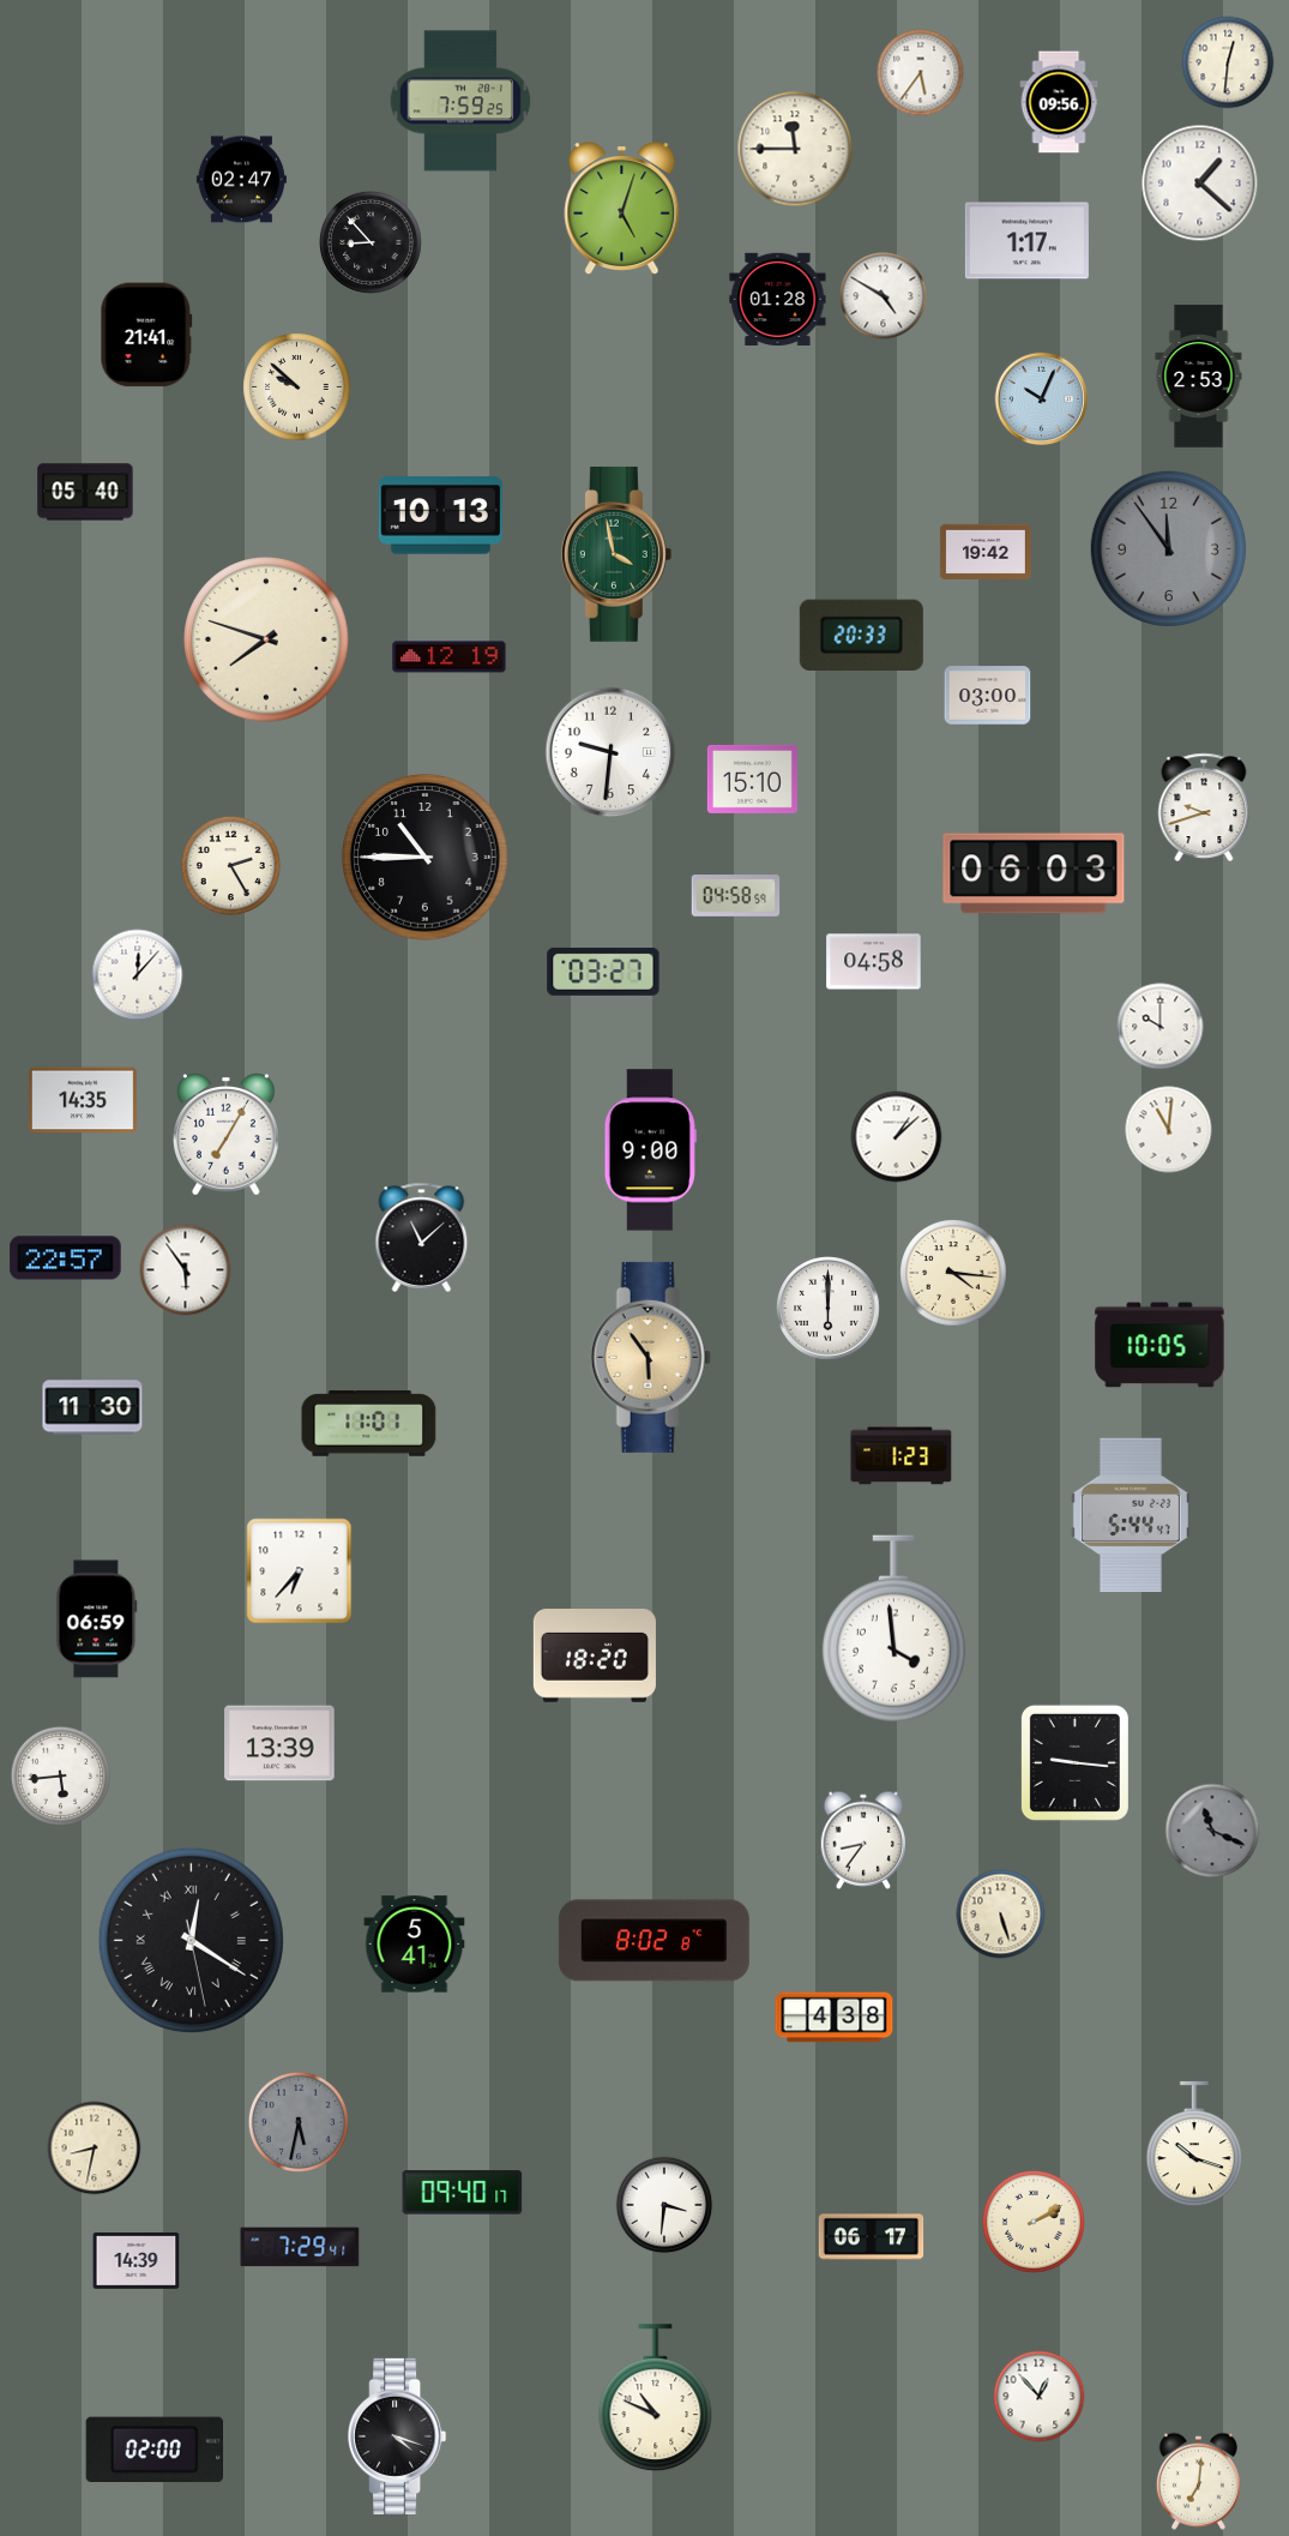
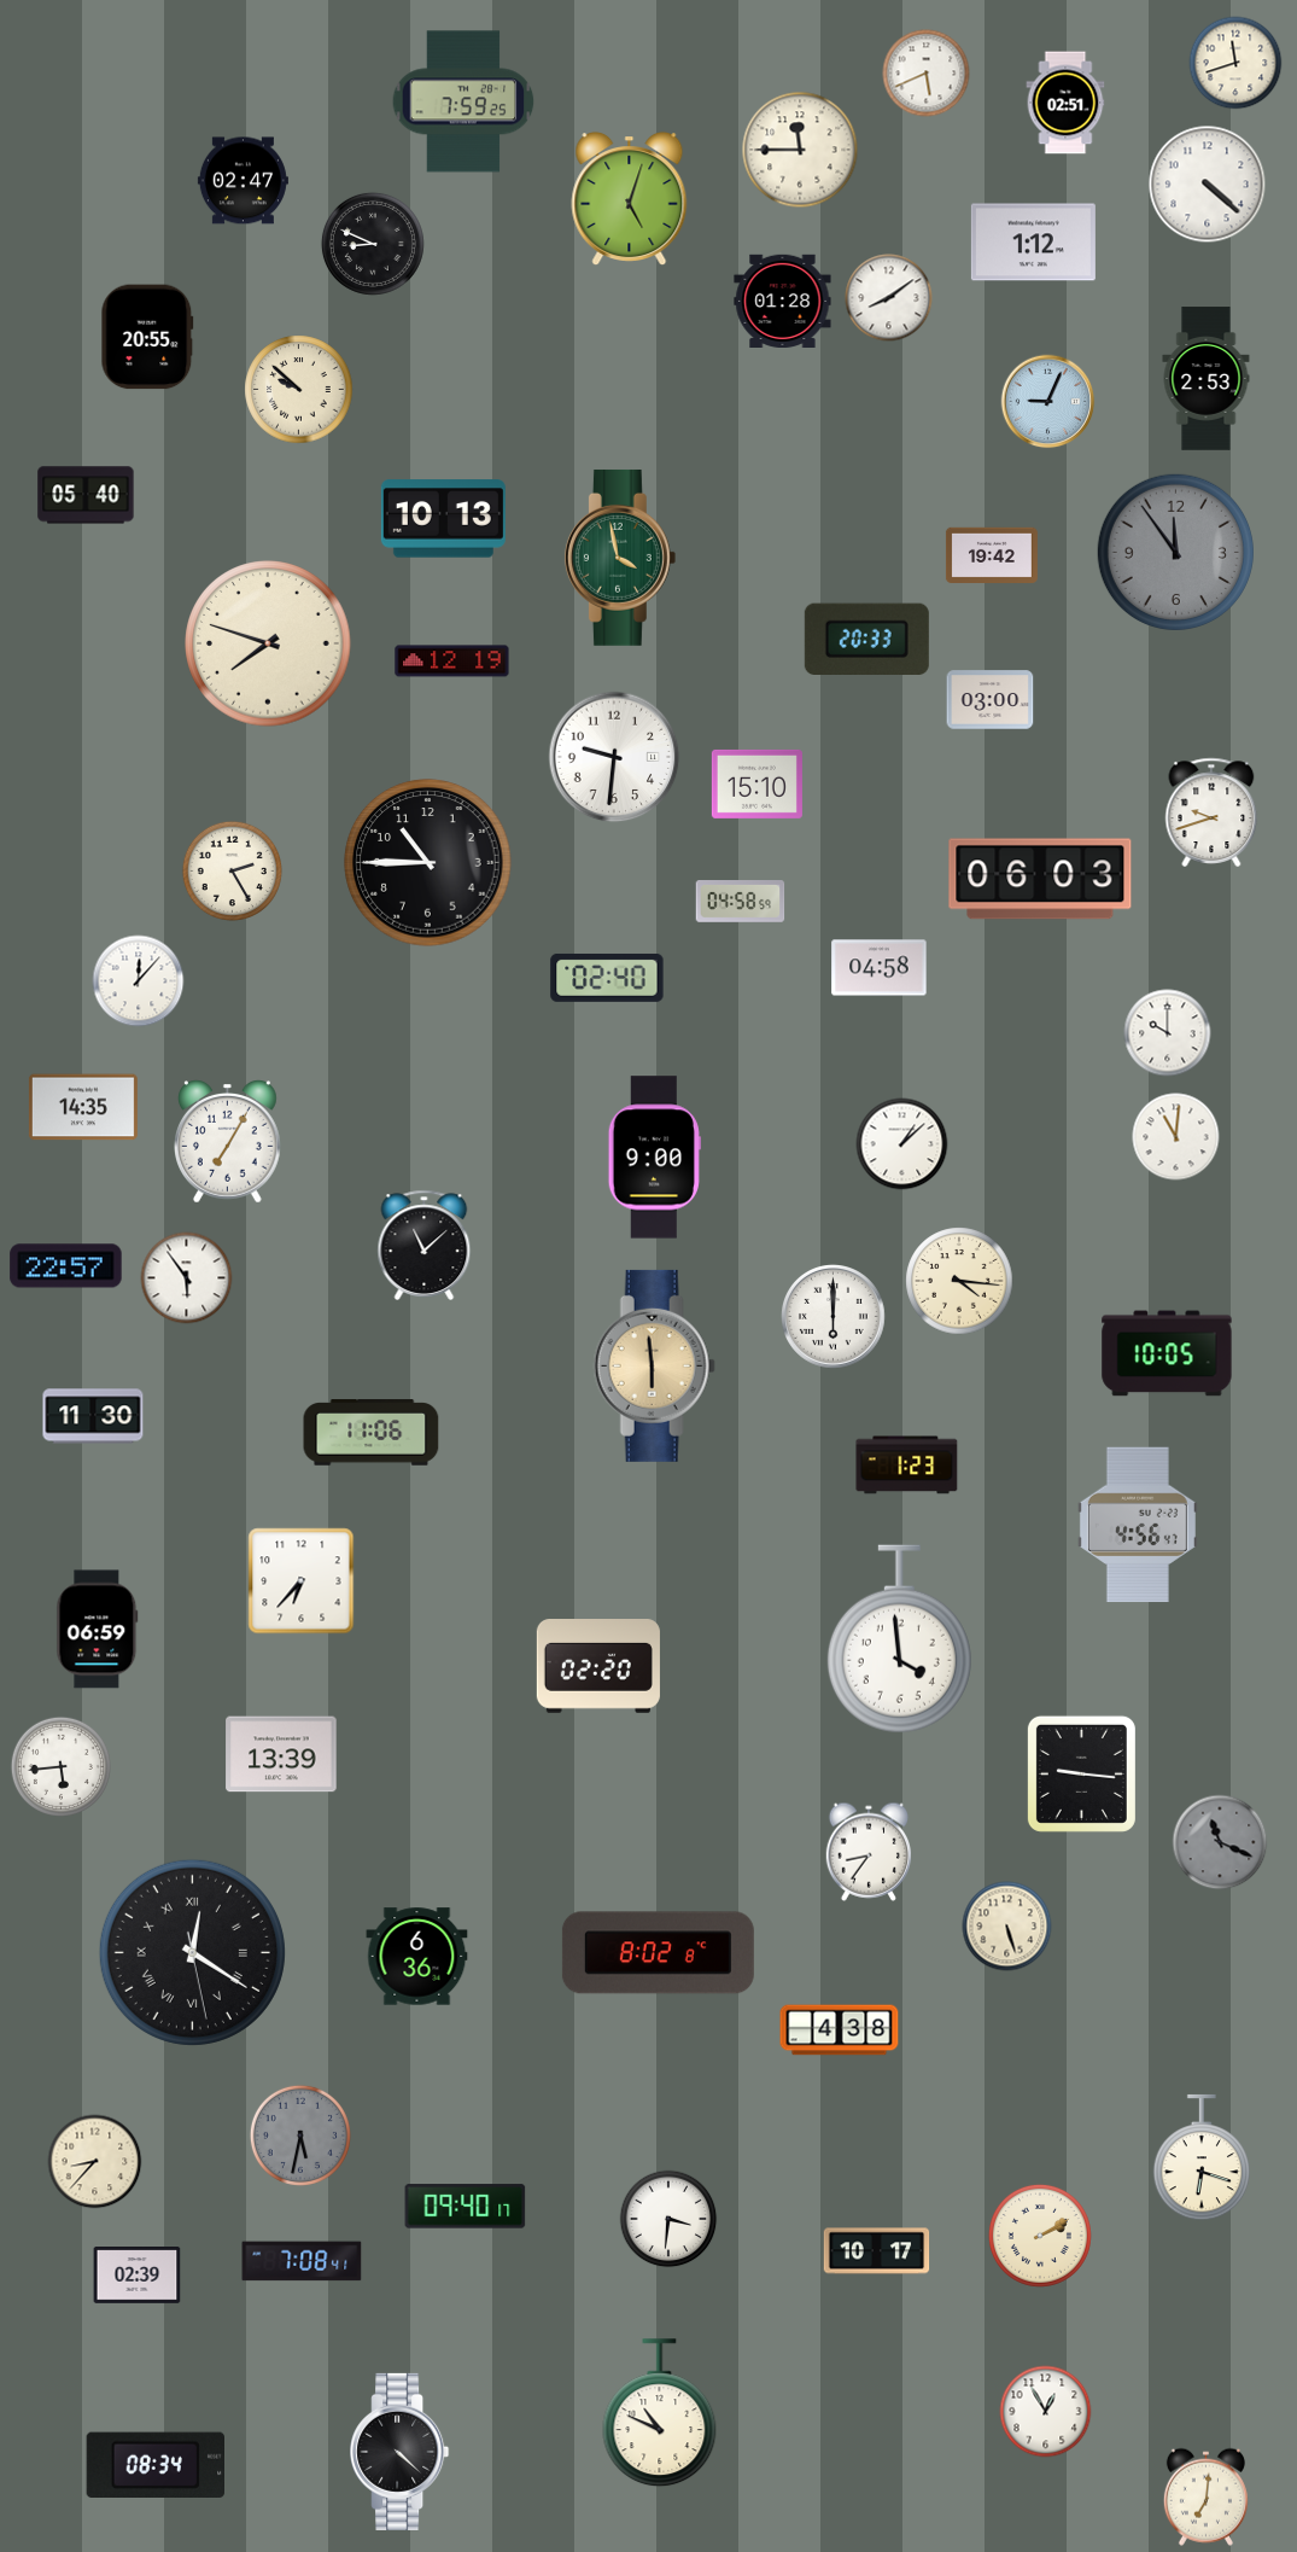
clock at (1228, 62): 12:31 -> 11:42
clock at (921, 73): 5:36 -> 5:41
clock at (1059, 102): 09:56 -> 02:51
clock at (1200, 184): 1:22 -> 4:22
clock at (622, 209) position: (622, 209) -> (630, 199)
clock at (1026, 241): 1:17 -> 1:12
clock at (371, 242): 8:53 -> 8:49
clock at (884, 296): 4:50 -> 8:09
clock at (146, 335): 21:41 -> 20:55
clock at (1042, 399): 10:04 -> 9:04
clock at (988, 696) position: (988, 696) -> (991, 700)
clock at (603, 972): 03:27 -> 02:40
clock at (650, 1357): 5:54 -> 5:59
clock at (369, 1424): 11:01 -> 11:06
clock at (1131, 1515): 5:44 -> 4:56
clock at (595, 1657): 18:20 -> 02:20
clock at (60, 1775) position: (60, 1775) -> (60, 1766)
clock at (415, 1945): 5:41 -> 6:36
clock at (1194, 2144): 10:18 -> 6:18
clock at (95, 2149): 8:32 -> 8:37
clock at (872, 2237): 06:17 -> 10:17
clock at (300, 2247): 7:29 -> 7:08
clock at (137, 2261): 14:39 -> 02:39
clock at (1040, 2397): 12:53 -> 12:55
clock at (397, 2436): 4:18 -> 4:22
clock at (153, 2450): 02:00 -> 08:34
